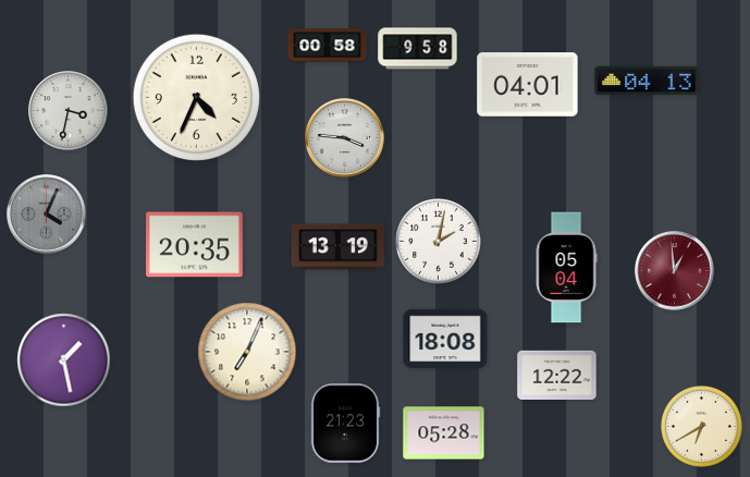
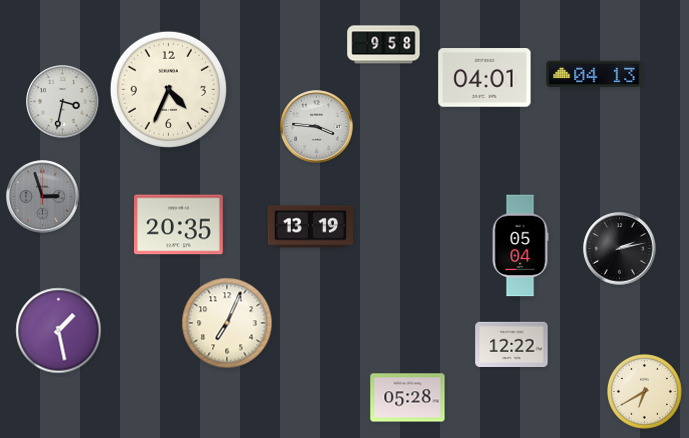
clock at (328, 46): 00:58 -> none
clock at (196, 97) position: (196, 97) -> (168, 89)
clock at (47, 215): 4:04 -> 2:57
clock at (439, 242): 2:02 -> none
clock at (675, 271): 12:59 -> 2:13
clock at (675, 271) dial: burgundy -> black
clock at (445, 339): 18:08 -> none
clock at (345, 424): 21:23 -> none
